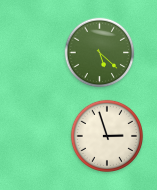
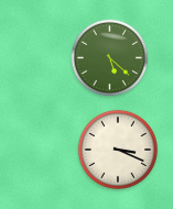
clock at (107, 136): 2:57 -> 3:19
